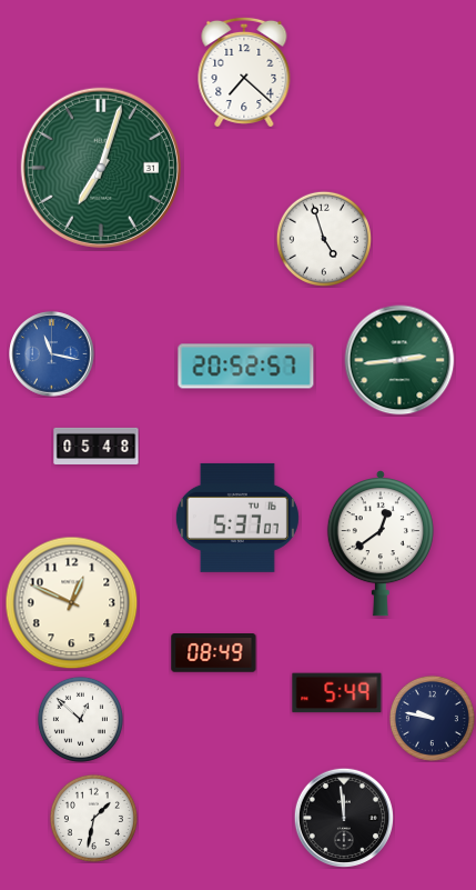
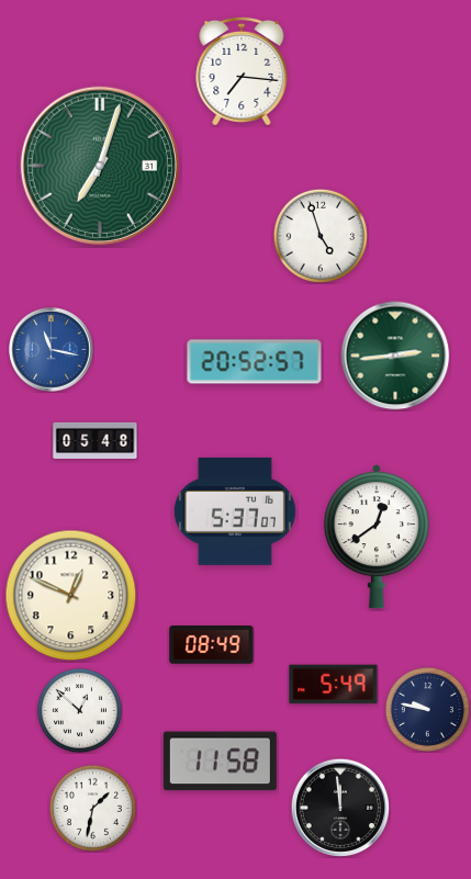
clock at (244, 72): 7:22 -> 7:16
clock at (246, 367) position: (246, 367) -> (255, 362)
clock at (220, 762): none -> 11:58
